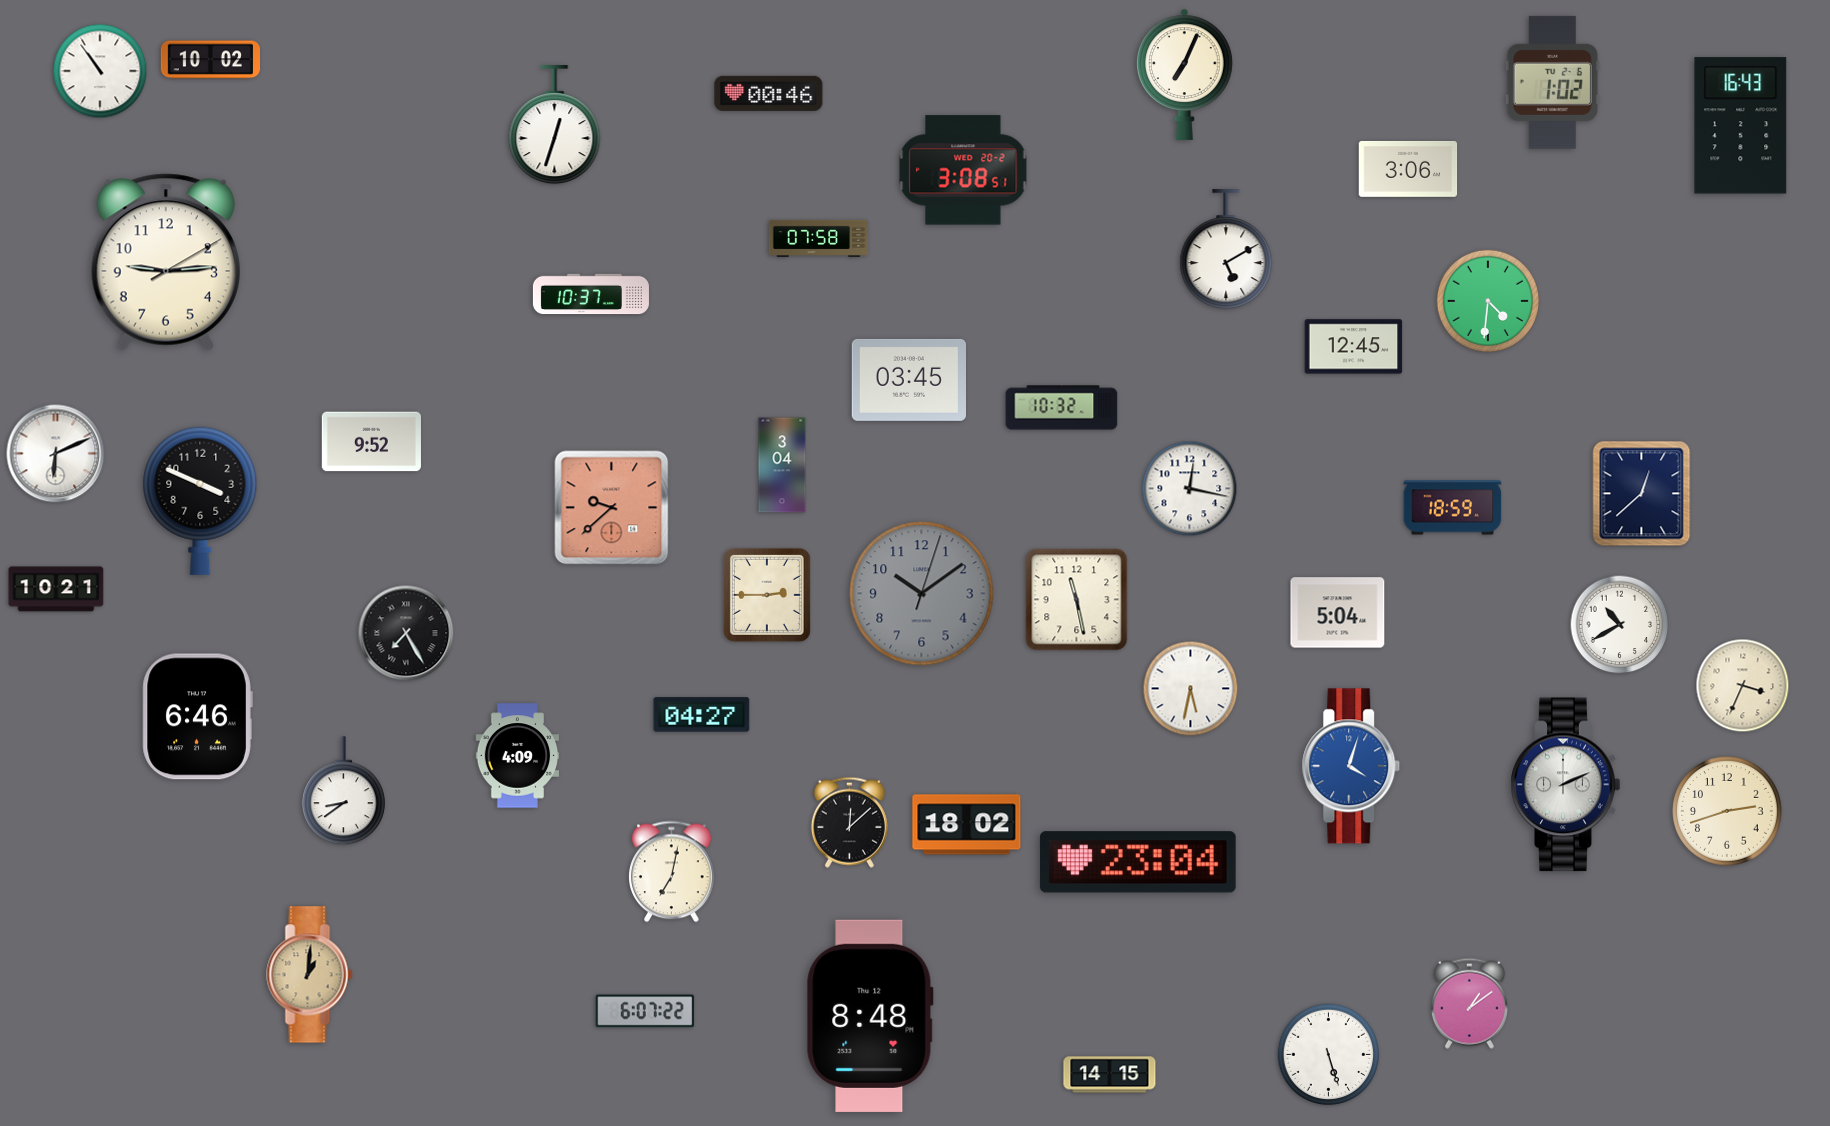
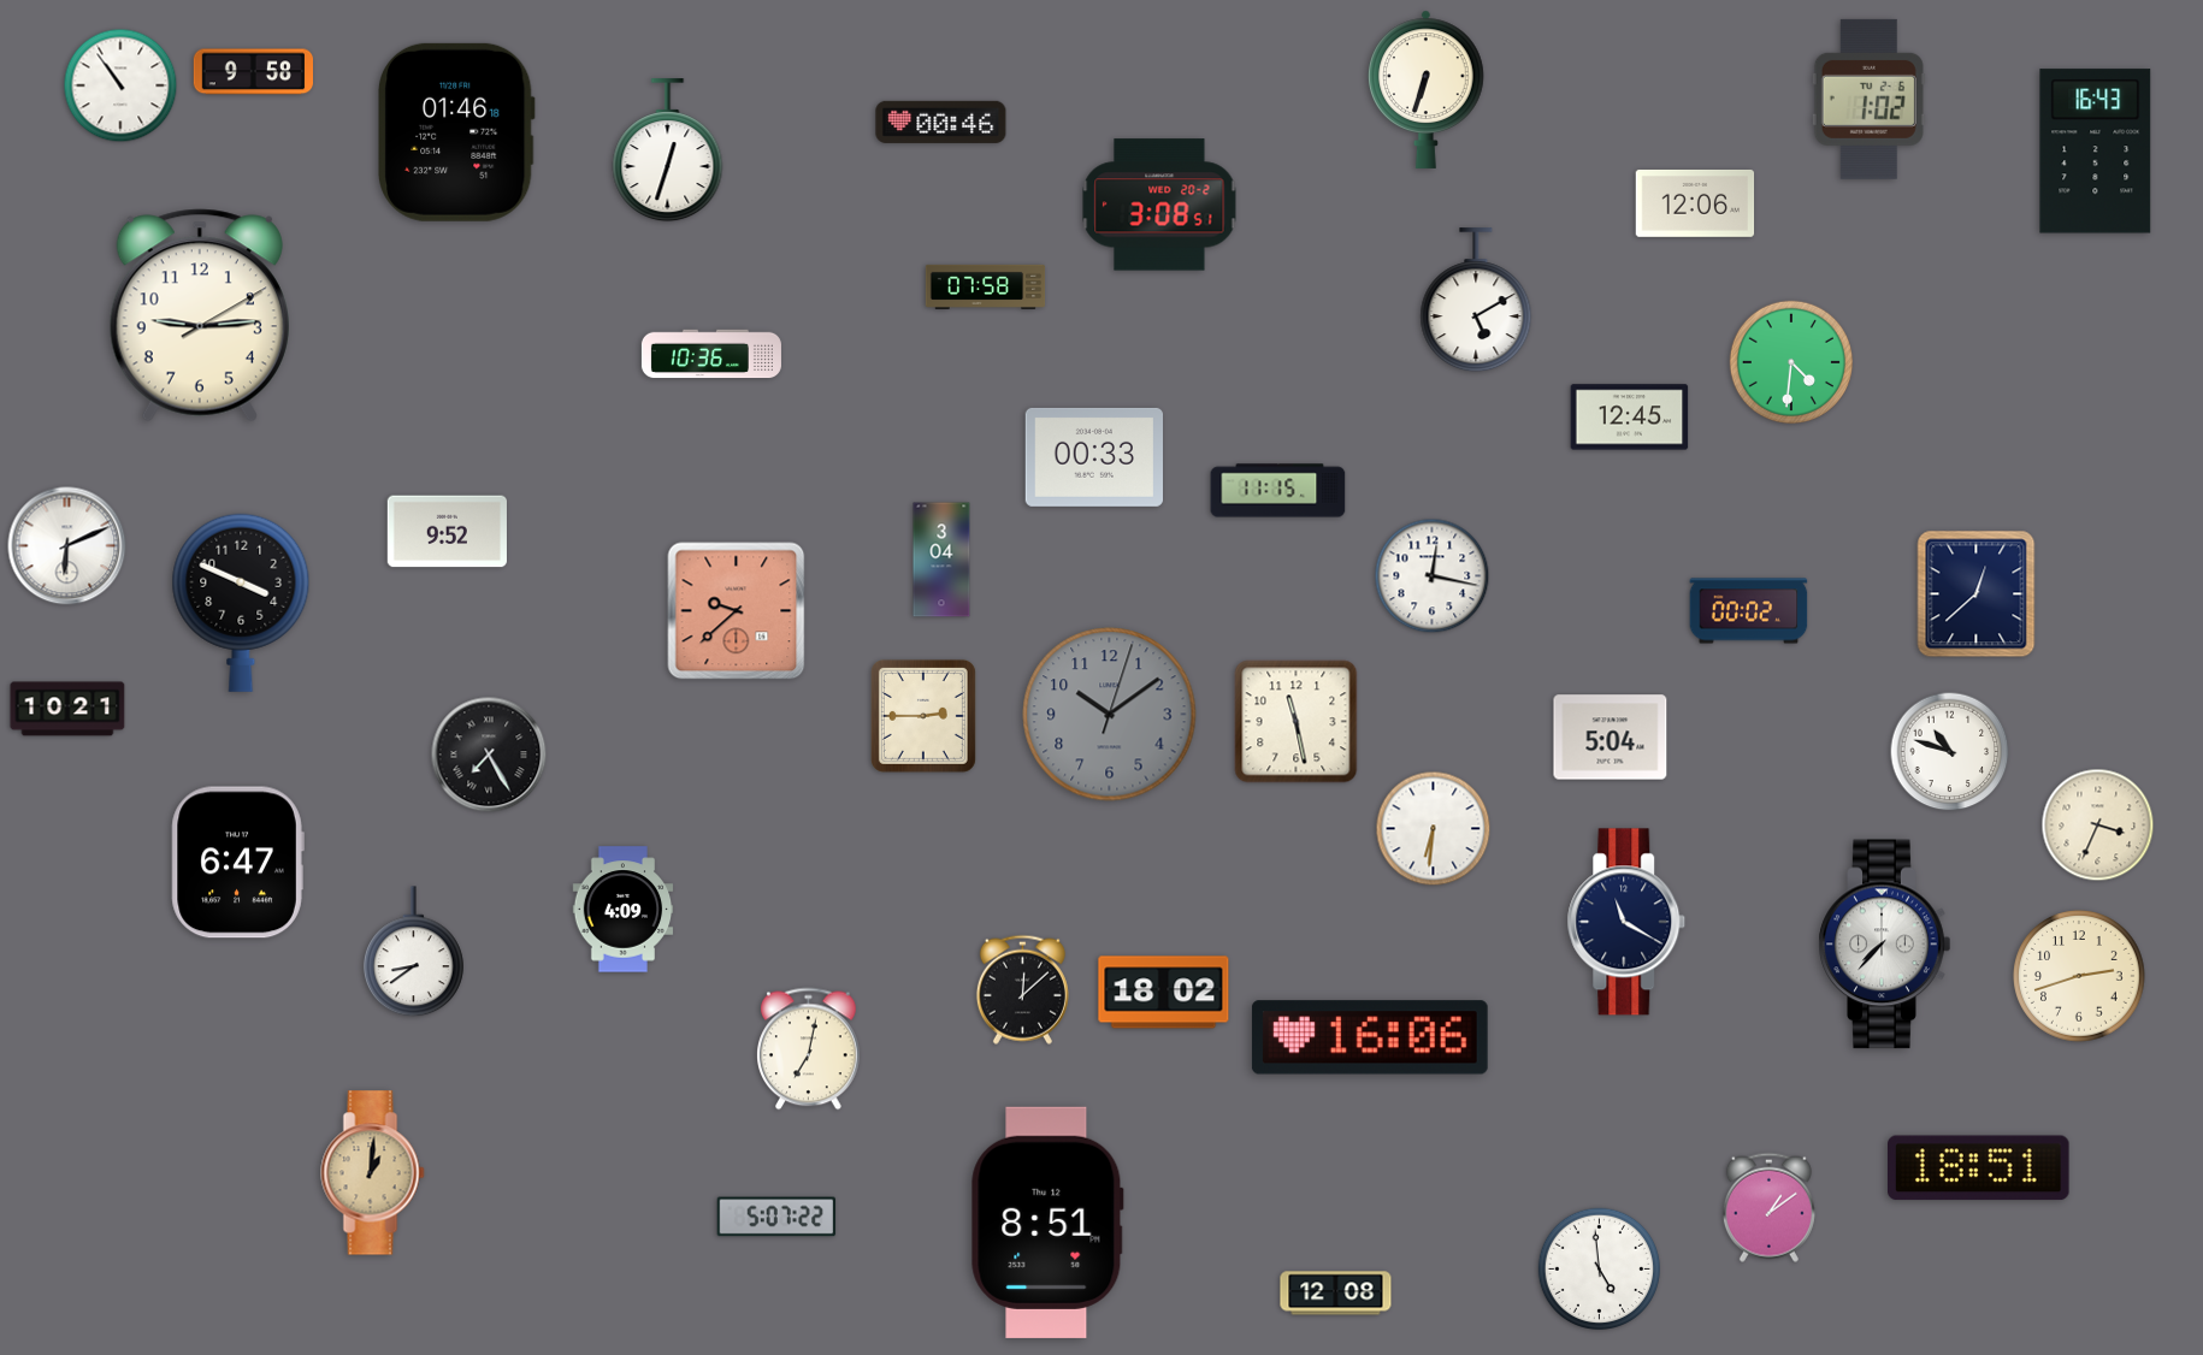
clock at (210, 60): 10:02 -> 9:58
clock at (1185, 74): 7:04 -> 6:33
clock at (769, 93) position: (769, 93) -> (941, 122)
clock at (457, 132): none -> 01:46
clock at (1408, 169): 3:06 -> 12:06
clock at (591, 294): 10:37 -> 10:36
clock at (908, 380): 03:45 -> 00:33
clock at (1062, 408): 10:32 -> 11:15
clock at (1190, 489) position: (1190, 489) -> (1433, 576)
clock at (1453, 508): 18:59 -> 00:02
clock at (1620, 625): 10:40 -> 10:48
clock at (406, 633) position: (406, 633) -> (489, 755)
clock at (1191, 689): 5:32 -> 6:31
clock at (702, 715): 04:27 -> none
clock at (197, 717): 6:46 -> 6:47
clock at (1351, 766): 4:03 -> 11:20
clock at (1351, 766) dial: blue -> navy
clock at (1566, 785): 2:11 -> 7:37
clock at (1138, 862): 23:04 -> 16:06
clock at (1979, 1168): none -> 18:51
clock at (645, 1011): 6:07 -> 5:07
clock at (870, 1016): 8:48 -> 8:51
clock at (1328, 1054): 5:27 -> 4:59
clock at (1110, 1075): 14:15 -> 12:08
